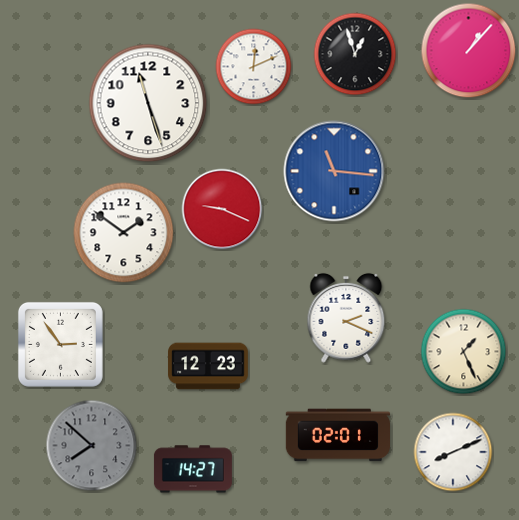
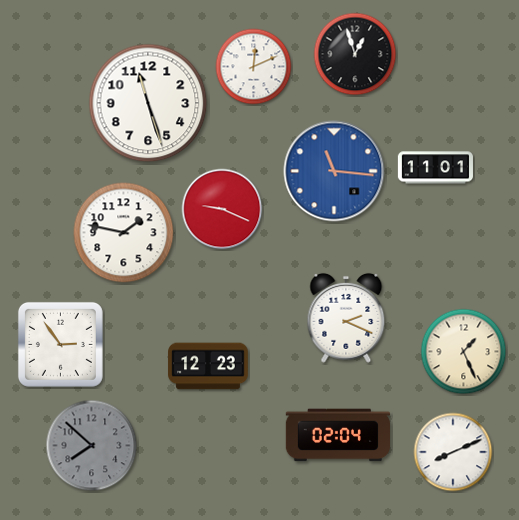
clock at (469, 51): 1:07 -> none
clock at (435, 168): none -> 11:01
clock at (124, 233): 1:51 -> 1:47
clock at (337, 435): 02:01 -> 02:04
clock at (193, 469): 14:27 -> none
